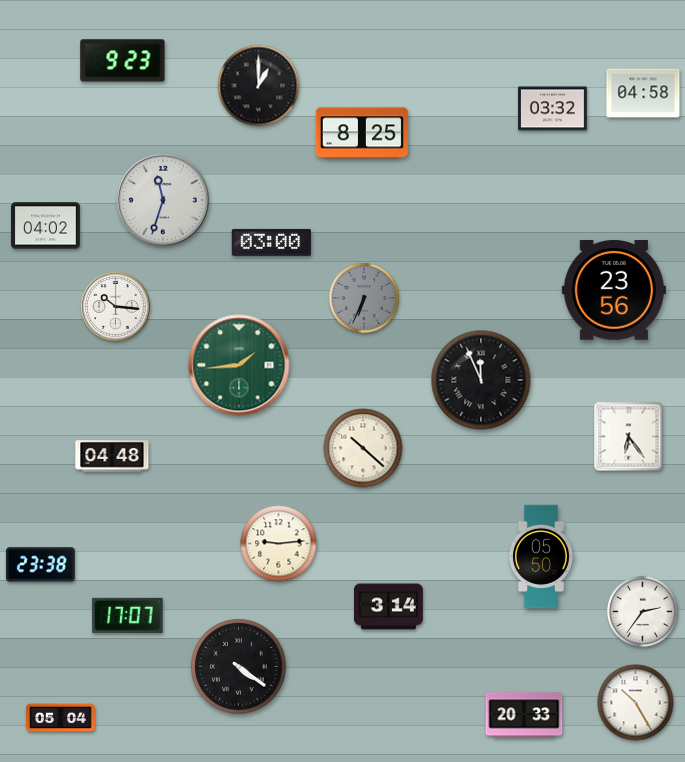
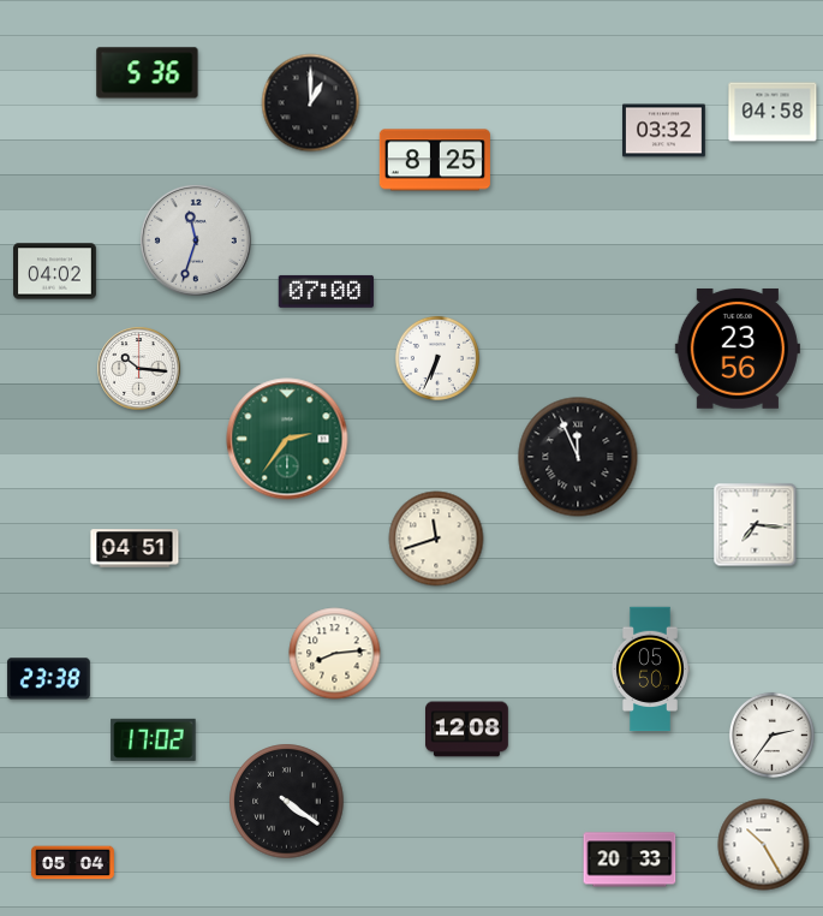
clock at (123, 61): 9:23 -> 5:36
clock at (271, 242): 03:00 -> 07:00
clock at (364, 298) dial: grey -> white
clock at (239, 365): 1:44 -> 2:36
clock at (629, 437): 6:24 -> 7:16
clock at (363, 448): 10:22 -> 11:42
clock at (112, 456): 04:48 -> 04:51
clock at (279, 544): 9:14 -> 8:14
clock at (389, 607): 3:14 -> 12:08
clock at (128, 615): 17:07 -> 17:02
